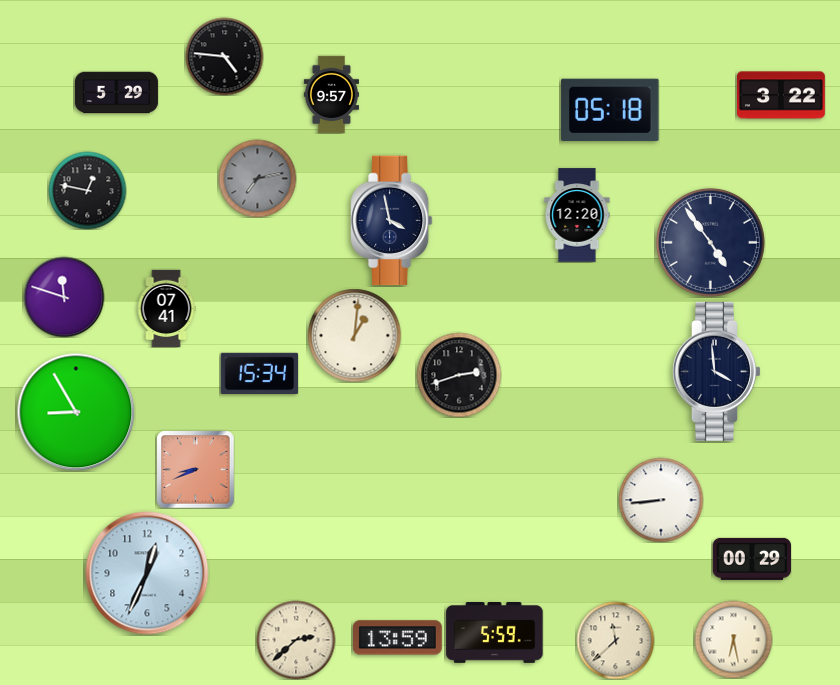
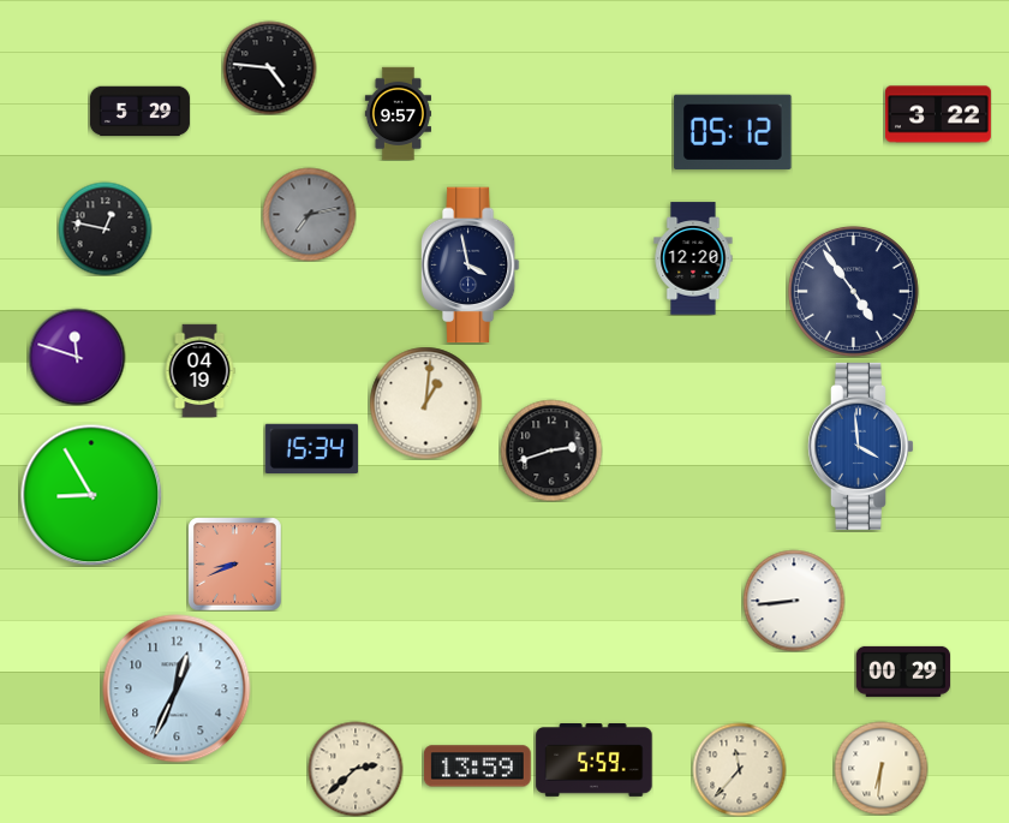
clock at (610, 110): 05:18 -> 05:12
clock at (166, 308): 07:41 -> 04:19
clock at (716, 371) dial: navy -> blue
clock at (733, 639): 6:28 -> 6:31
clock at (615, 640): 11:38 -> 11:37
